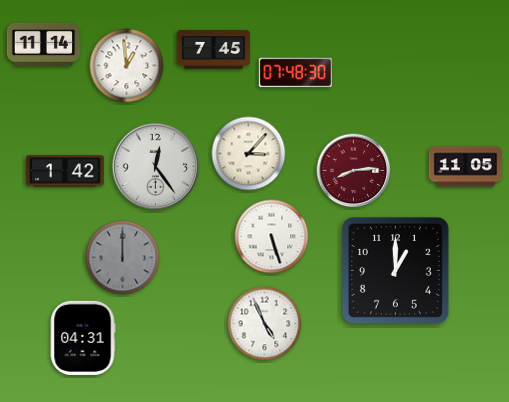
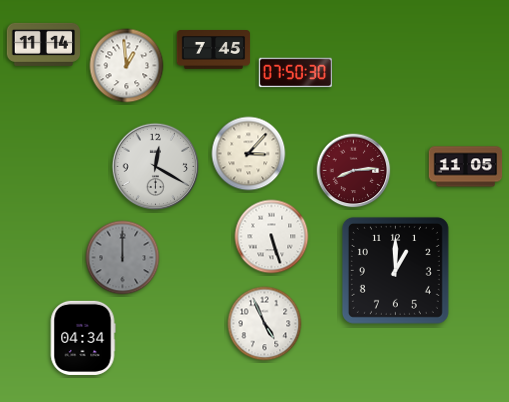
clock at (296, 73): 07:48 -> 07:50
clock at (156, 167): 12:24 -> 12:20
clock at (66, 171): 1:42 -> none
clock at (83, 338): 04:31 -> 04:34
